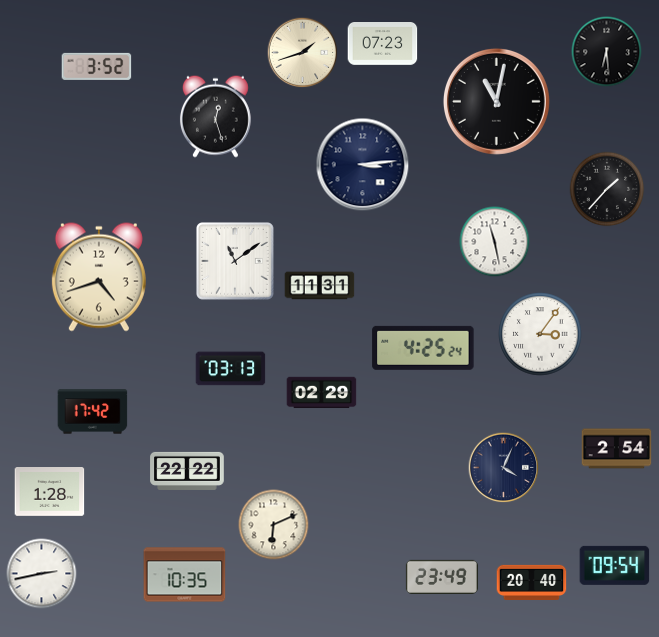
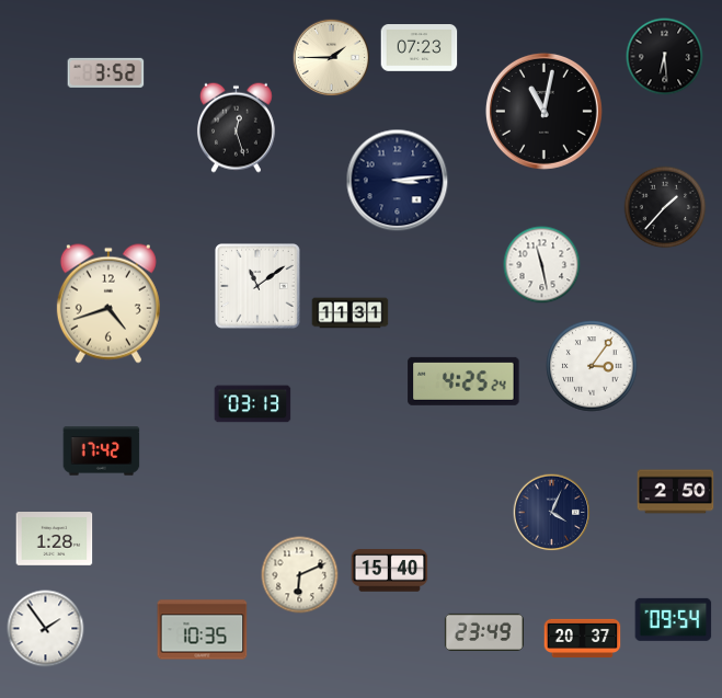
clock at (303, 53): 1:42 -> 1:45
clock at (322, 393): 02:29 -> none
clock at (617, 449): 2:54 -> 2:50
clock at (187, 471): 22:22 -> none
clock at (390, 571): none -> 15:40
clock at (42, 574): 2:43 -> 1:54
clock at (532, 582): 20:40 -> 20:37
